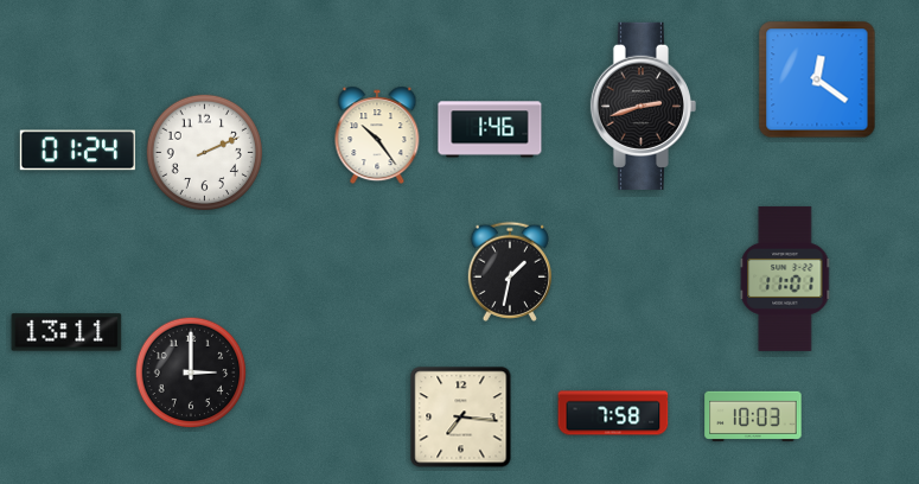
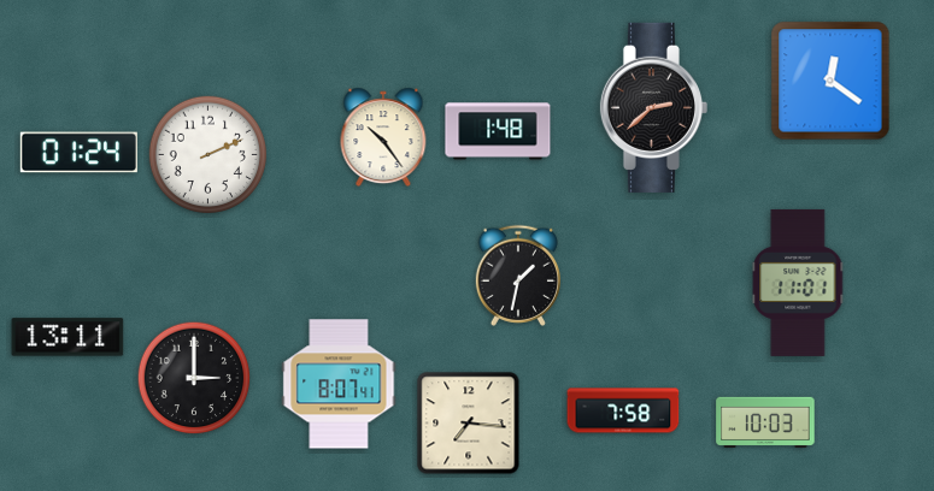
clock at (643, 106): 2:42 -> 2:38
clock at (490, 129): 1:46 -> 1:48
clock at (339, 384): none -> 8:07
clock at (613, 413) position: (613, 413) -> (623, 410)
